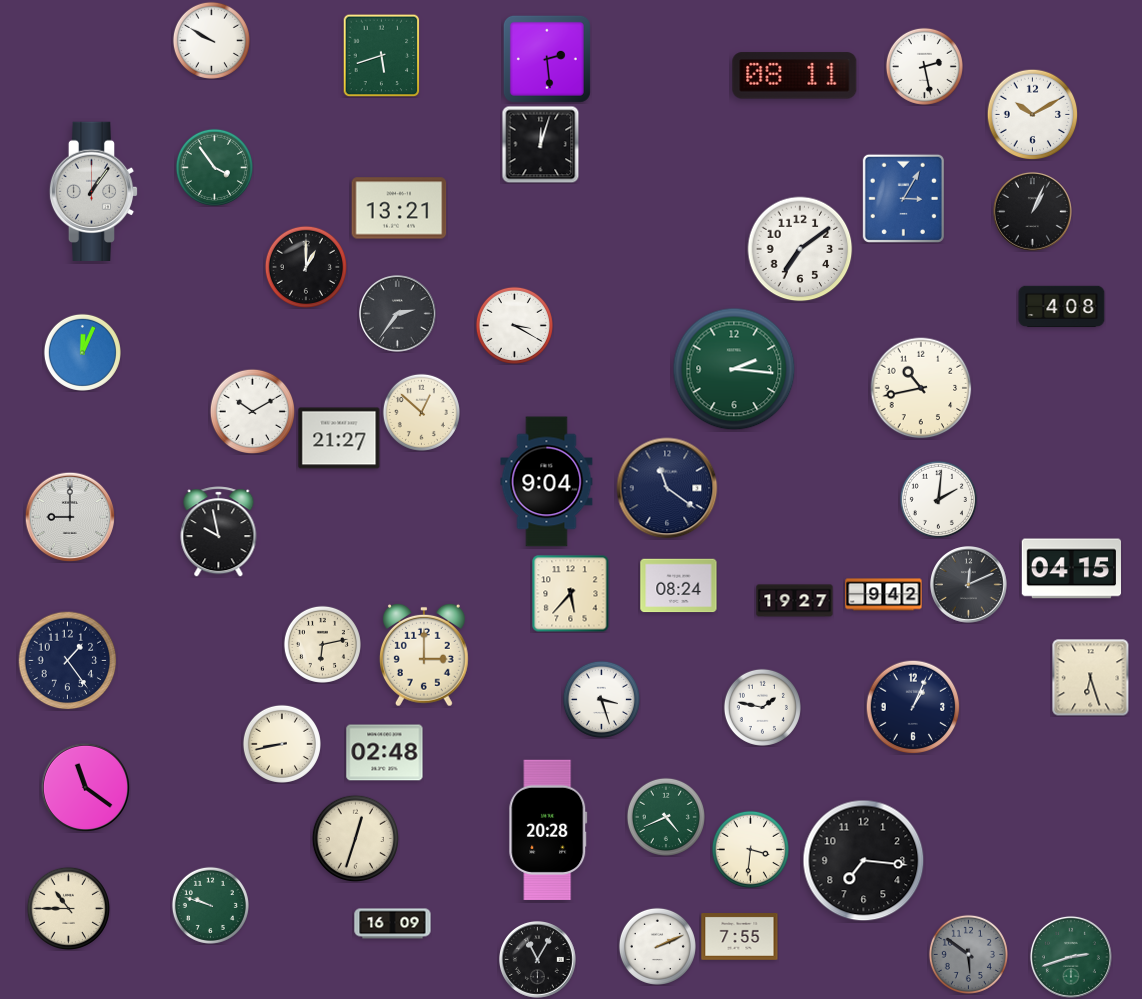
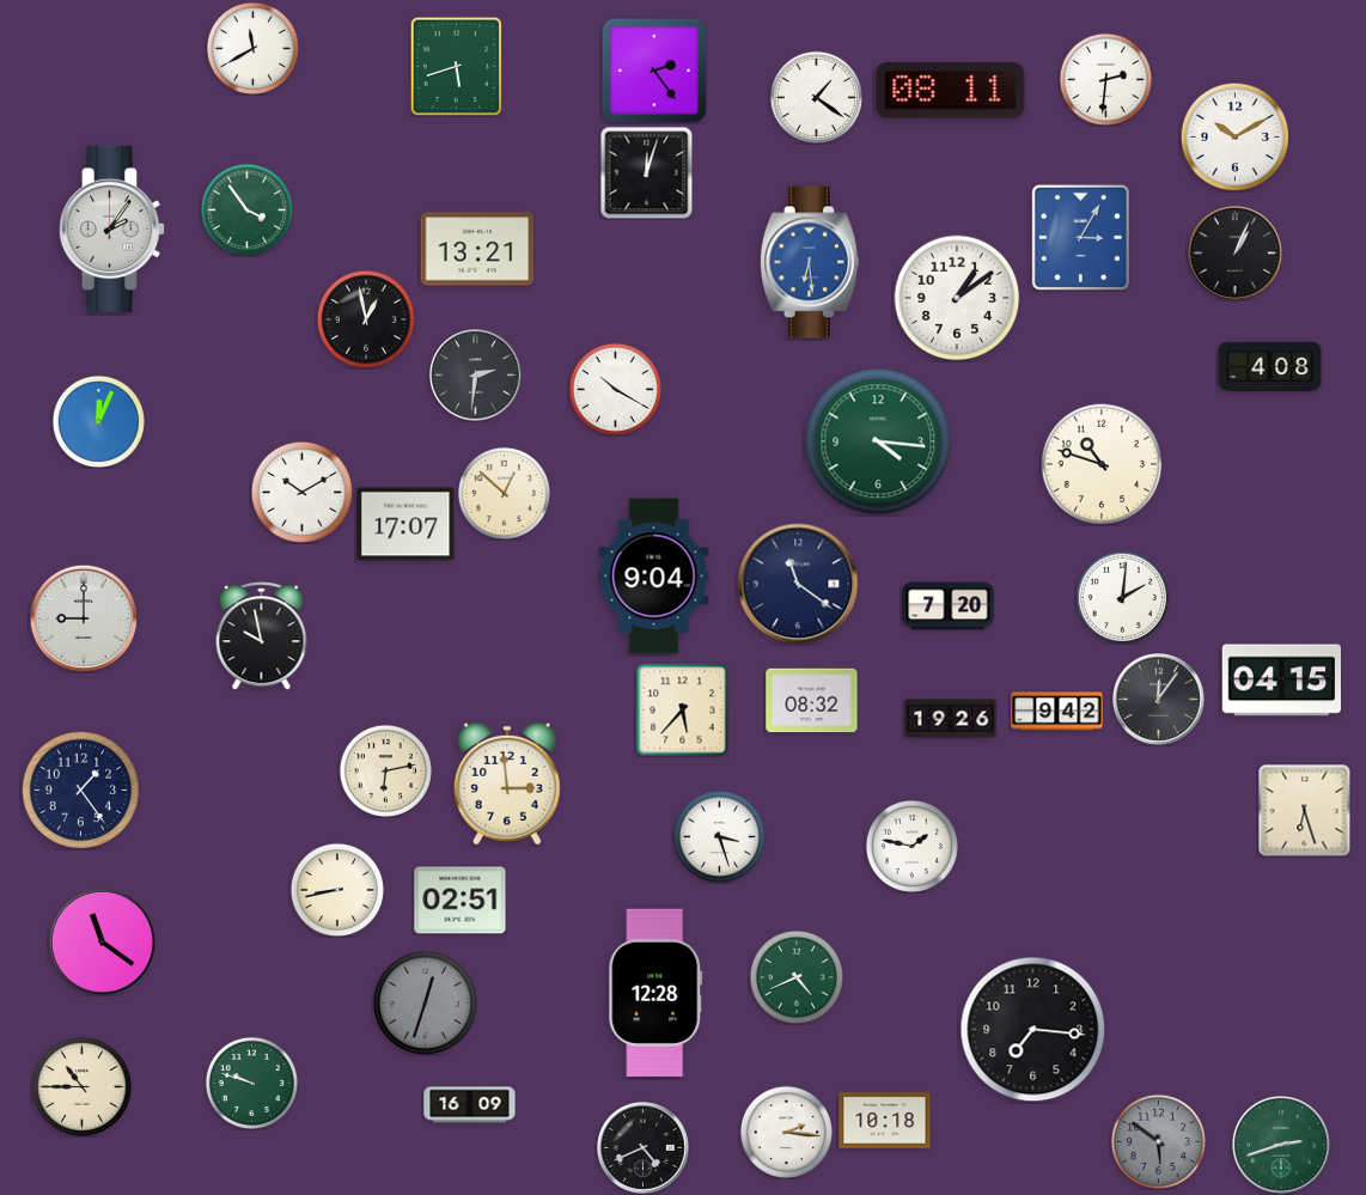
clock at (211, 40): 9:50 -> 11:40
clock at (547, 59): 2:29 -> 2:24
clock at (924, 66): 2:28 -> 2:31
clock at (816, 97): none -> 1:21
clock at (214, 167) position: (214, 167) -> (246, 209)
clock at (94, 191): 1:06 -> 2:06
clock at (810, 262): none -> 6:29
clock at (800, 249): 7:09 -> 1:09
clock at (305, 267): 1:00 -> 12:58
clock at (398, 314): 2:36 -> 2:31
clock at (514, 325): 3:20 -> 10:20
clock at (734, 369): 2:16 -> 4:16
clock at (921, 388): 10:43 -> 10:48
clock at (339, 438): 21:27 -> 17:07
clock at (949, 606): none -> 7:20
clock at (969, 585): 12:11 -> 12:06
clock at (679, 586): 08:24 -> 08:32
clock at (795, 601): 19:27 -> 19:26
clock at (424, 655): 3:00 -> 2:59
clock at (913, 707): 1:04 -> none
clock at (385, 753): 02:48 -> 02:51
clock at (548, 829): 20:28 -> 12:28
clock at (355, 838) dial: cream -> grey
clock at (750, 849): 3:31 -> none
clock at (740, 937): 7:55 -> 10:18
clock at (657, 946): 2:11 -> 2:16
clock at (538, 960): 11:05 -> 4:41
